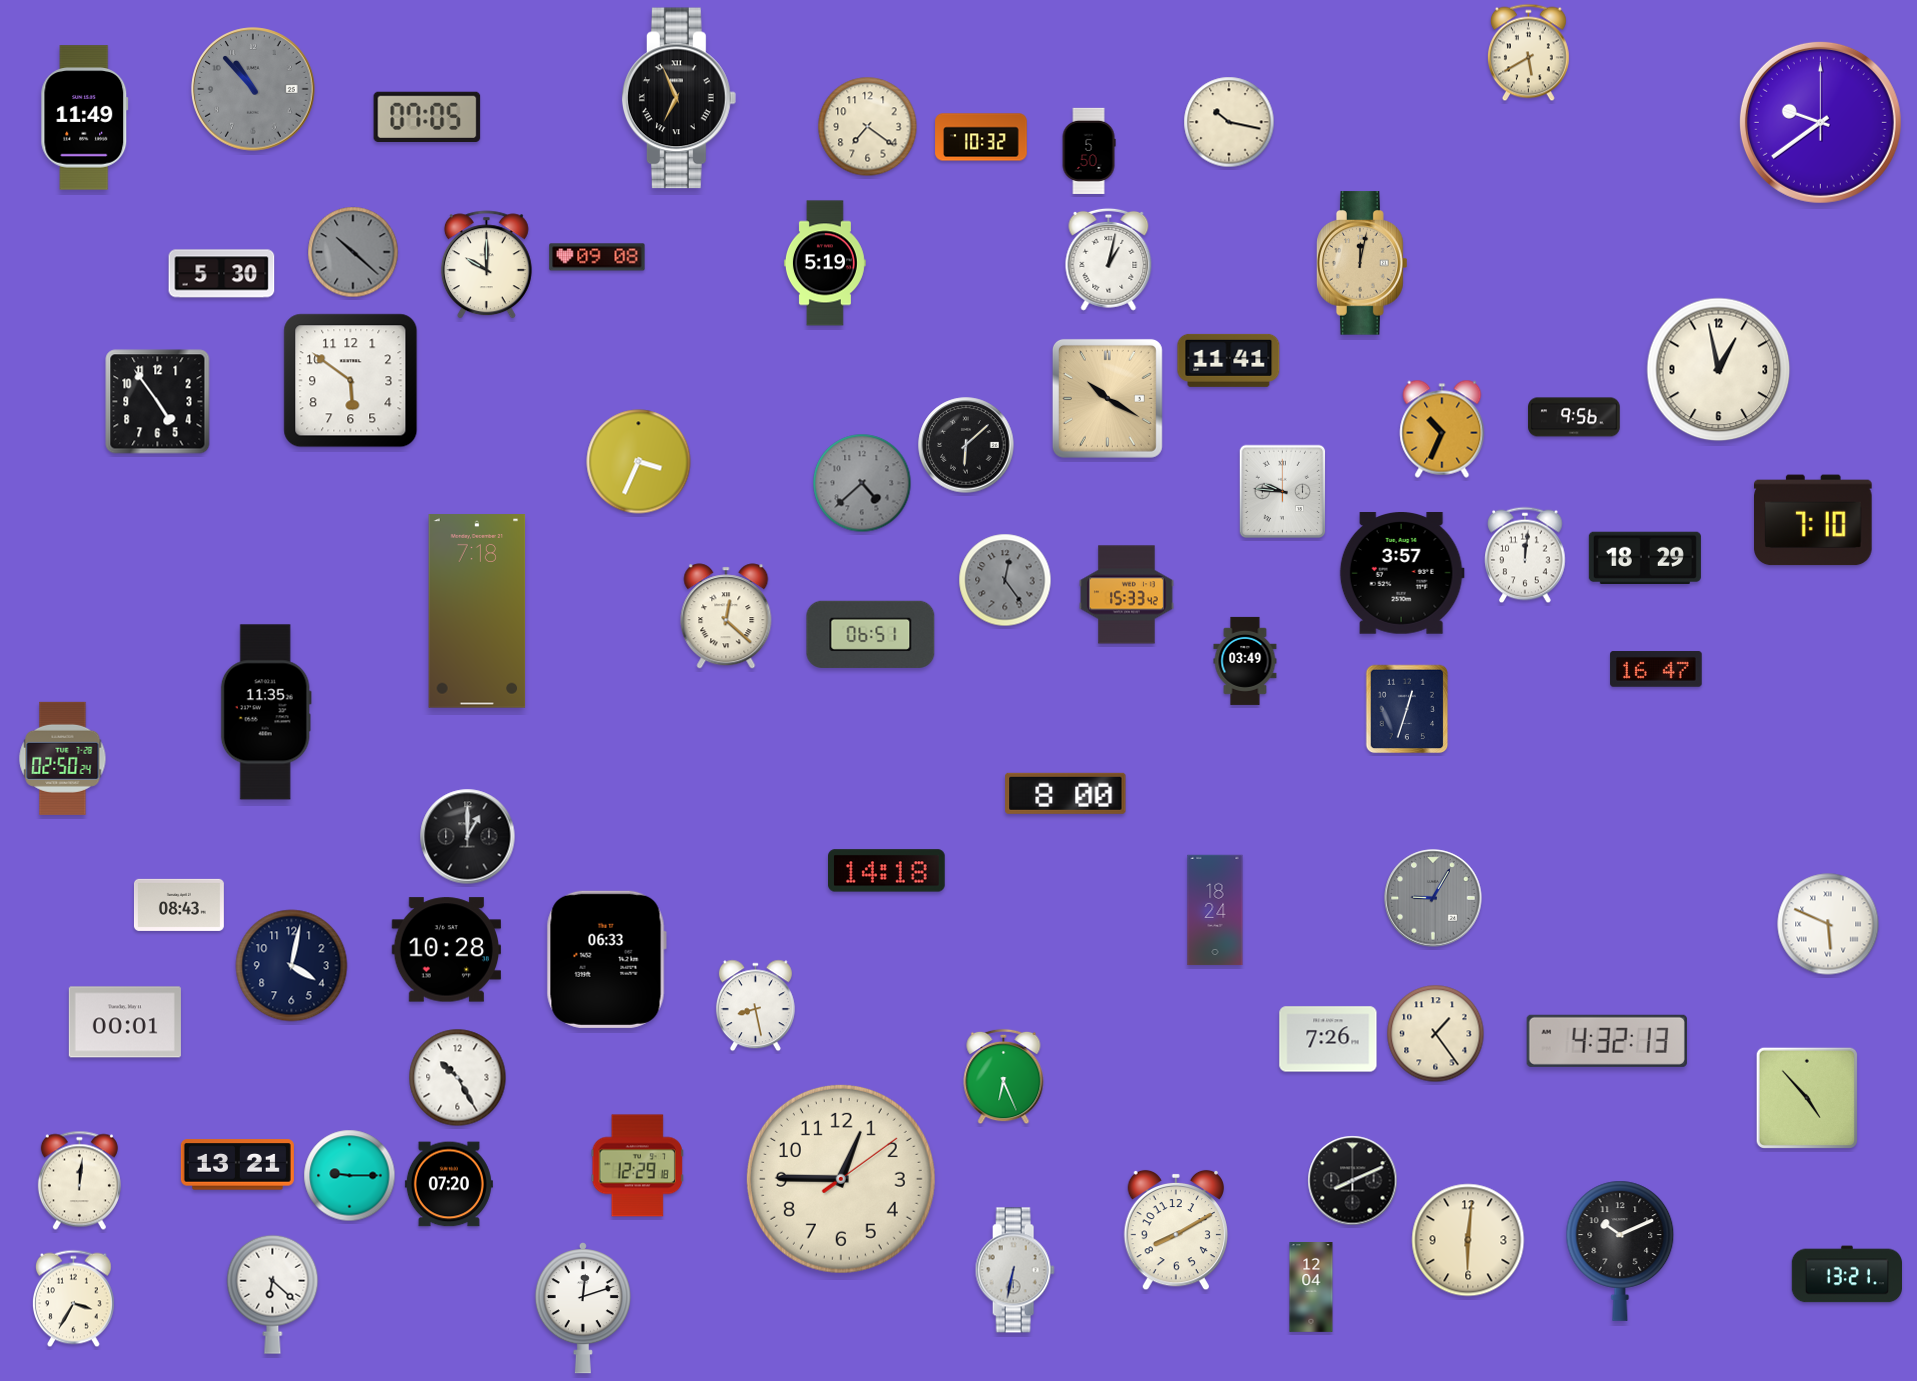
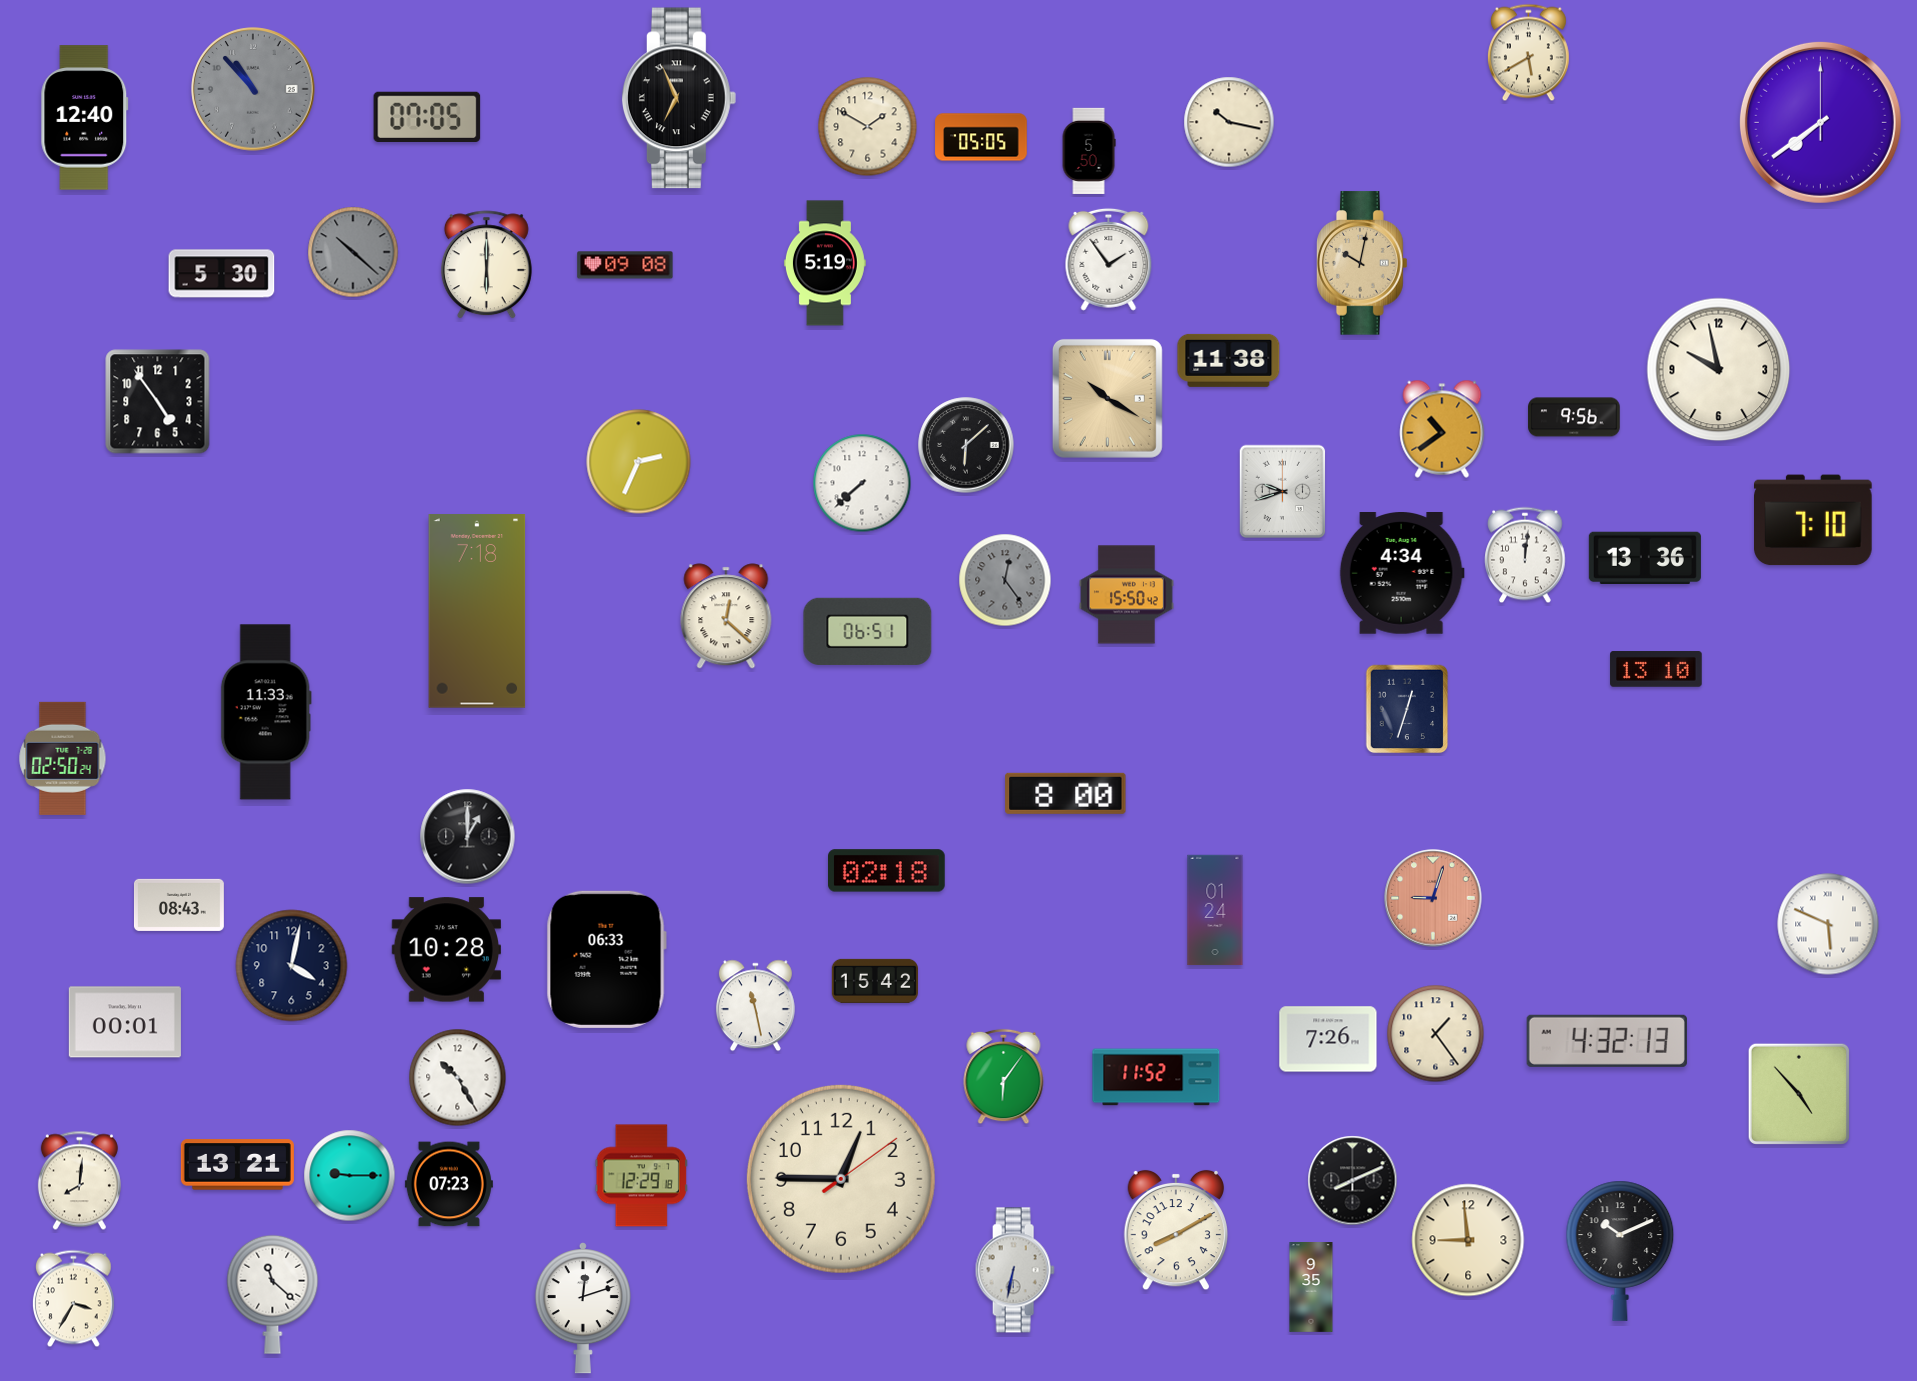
clock at (85, 118): 11:49 -> 12:40
clock at (1820, 122): 9:39 -> 7:39
clock at (868, 127): 7:21 -> 1:50
clock at (981, 137): 10:32 -> 05:05
clock at (597, 257) position: (597, 257) -> (625, 265)
clock at (1109, 259): 1:02 -> 1:54
clock at (1362, 263): 12:02 -> 10:02
clock at (486, 265): 10:00 -> 6:00
clock at (1229, 360): 11:41 -> 11:38
clock at (1719, 370): 12:58 -> 9:58
clock at (351, 381): 5:51 -> none
clock at (1442, 429): 10:34 -> 10:39
clock at (639, 462): 3:34 -> 2:34
clock at (862, 483): 4:38 -> 7:38
clock at (862, 483) dial: grey -> white
clock at (1283, 492): 9:46 -> 9:42
clock at (1645, 557): 18:29 -> 13:36
clock at (1402, 574): 3:57 -> 4:34
clock at (1127, 595): 15:33 -> 15:50
clock at (871, 634) position: (871, 634) -> (868, 631)
clock at (1245, 661): 03:49 -> none
clock at (1656, 670): 16:47 -> 13:10
clock at (266, 712): 11:35 -> 11:33
clock at (887, 871): 14:18 -> 02:18
clock at (1433, 898): 9:05 -> 9:03
clock at (1433, 898) dial: grey -> salmon
clock at (1215, 910): 18:24 -> 01:24
clock at (875, 981): none -> 15:42
clock at (755, 1006): 8:28 -> 11:28
clock at (1004, 1077): 6:26 -> 6:06
clock at (1156, 1077): none -> 11:52
clock at (1807, 1098) position: (1807, 1098) -> (1799, 1094)
clock at (637, 1166) position: (637, 1166) -> (641, 1176)
clock at (79, 1181): 12:01 -> 8:01
clock at (449, 1184): 07:20 -> 07:23
clock at (1468, 1240): 6:01 -> 8:59
clock at (1846, 1274): 13:21 -> none
clock at (1311, 1288): 12:04 -> 9:35
clock at (273, 1294): 6:22 -> 11:22
